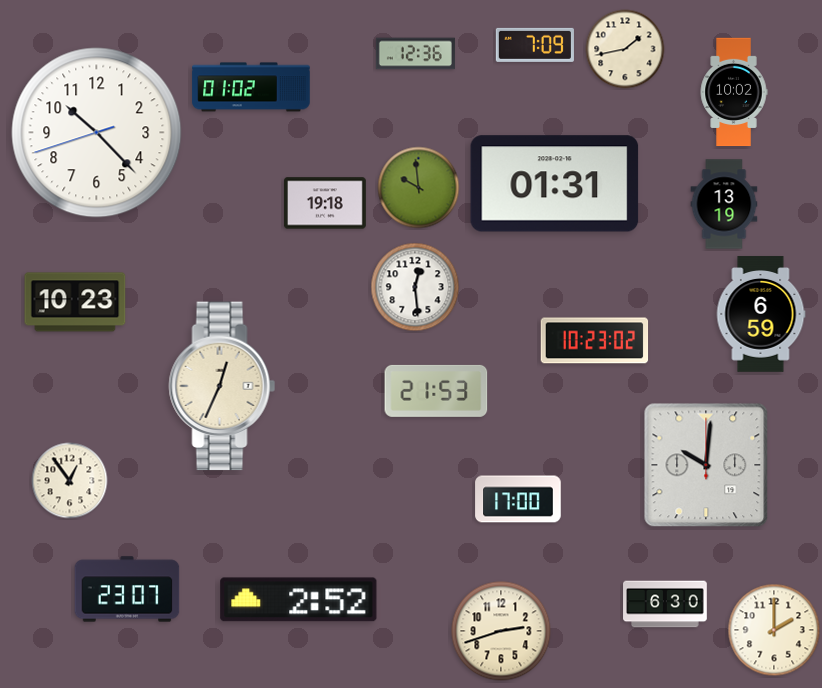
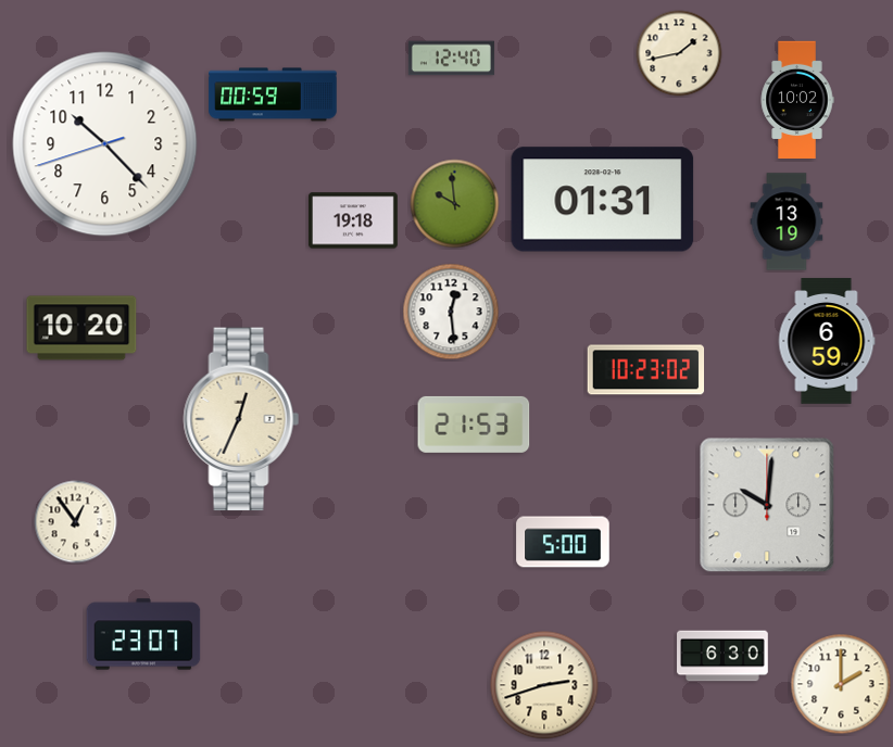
clock at (535, 45): 7:09 -> none
clock at (415, 54): 12:36 -> 12:40
clock at (251, 87): 01:02 -> 00:59
clock at (75, 302): 10:23 -> 10:20
clock at (518, 499): 17:00 -> 5:00
clock at (127, 589) position: (127, 589) -> (143, 634)
clock at (299, 600): 2:52 -> none
